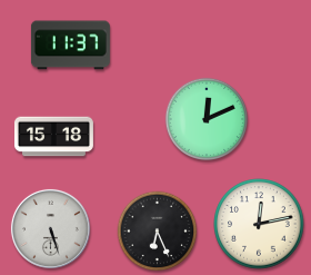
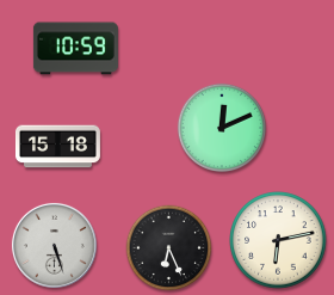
clock at (70, 46): 11:37 -> 10:59
clock at (259, 224): 12:13 -> 6:13
